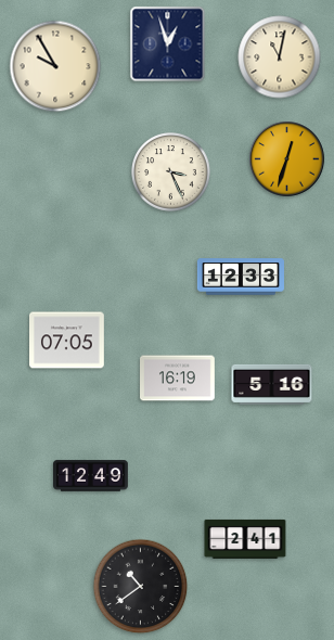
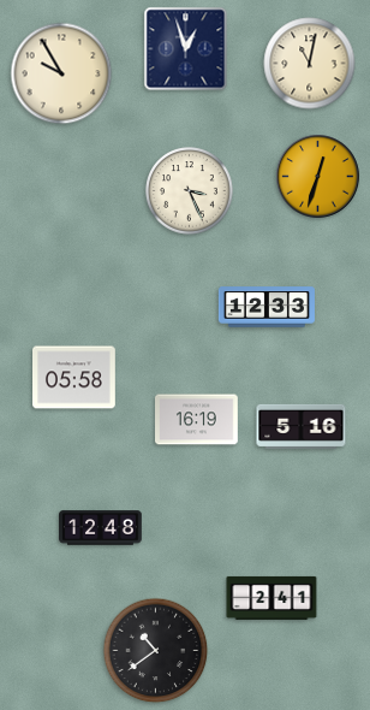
clock at (67, 341): 07:05 -> 05:58
clock at (91, 476): 12:49 -> 12:48
